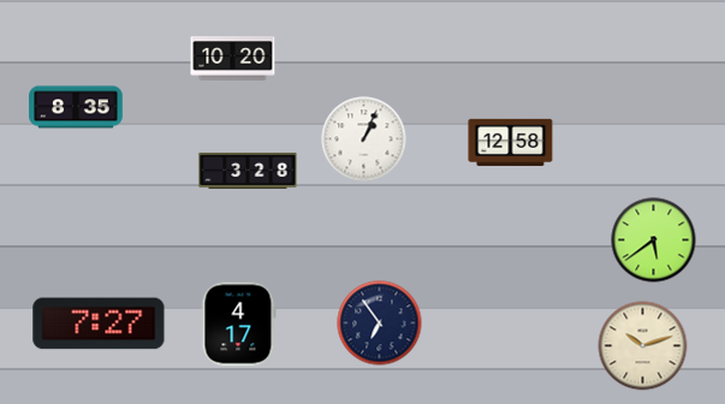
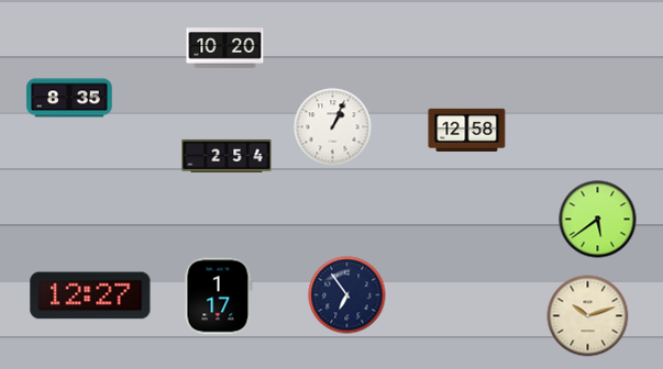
clock at (233, 59) position: (233, 59) -> (225, 48)
clock at (248, 171): 3:28 -> 2:54
clock at (99, 323): 7:27 -> 12:27
clock at (238, 325): 4:17 -> 1:17
